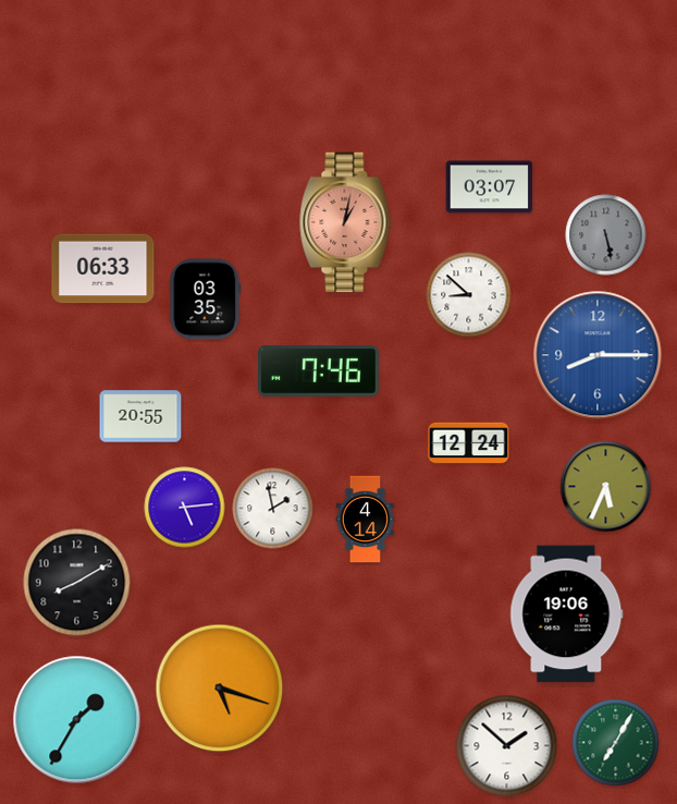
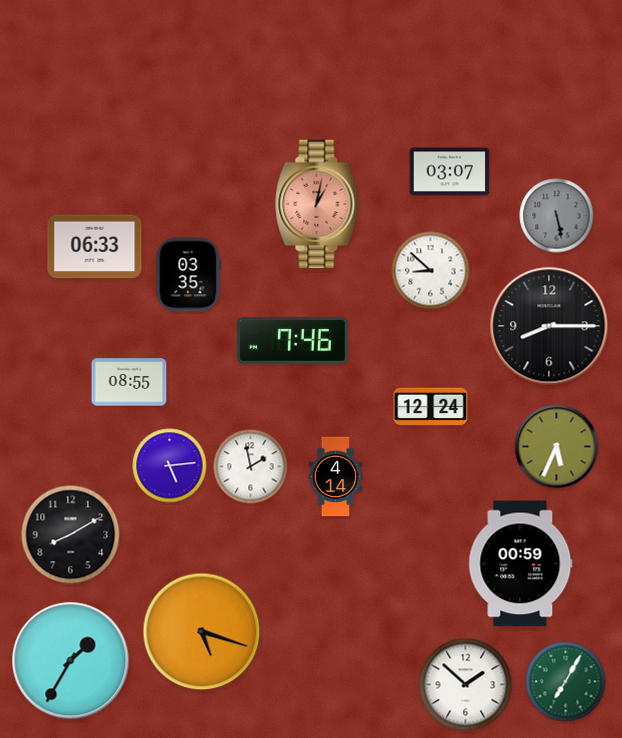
clock at (598, 355) dial: blue -> black
clock at (140, 416): 20:55 -> 08:55
clock at (567, 614): 19:06 -> 00:59
